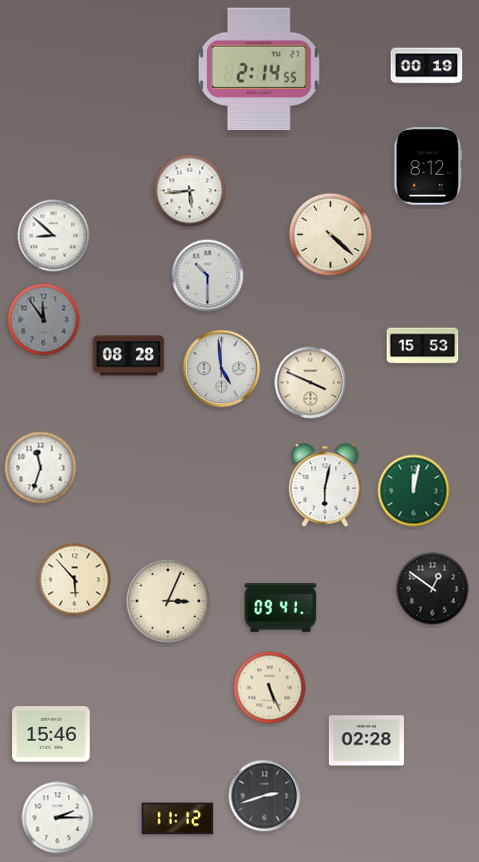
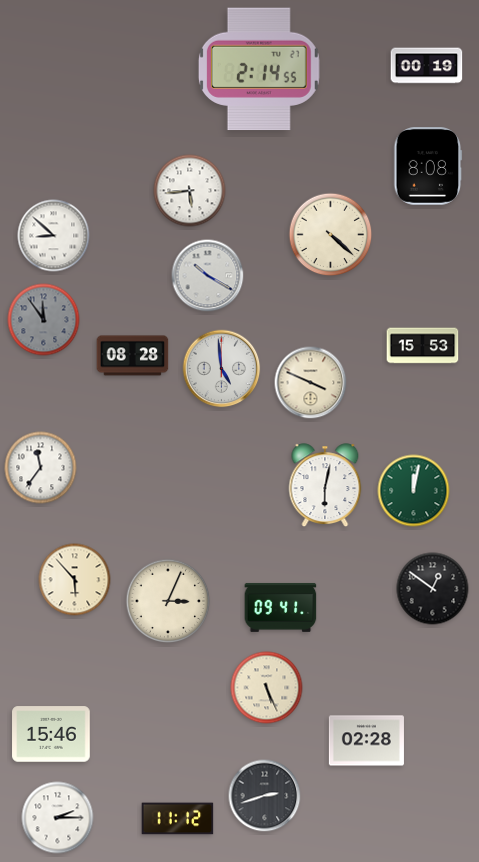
clock at (428, 166): 8:12 -> 8:08
clock at (208, 276): 10:30 -> 10:20
clock at (129, 356) position: (129, 356) -> (133, 356)
clock at (41, 468): 11:33 -> 11:36
clock at (270, 688) position: (270, 688) -> (267, 688)
